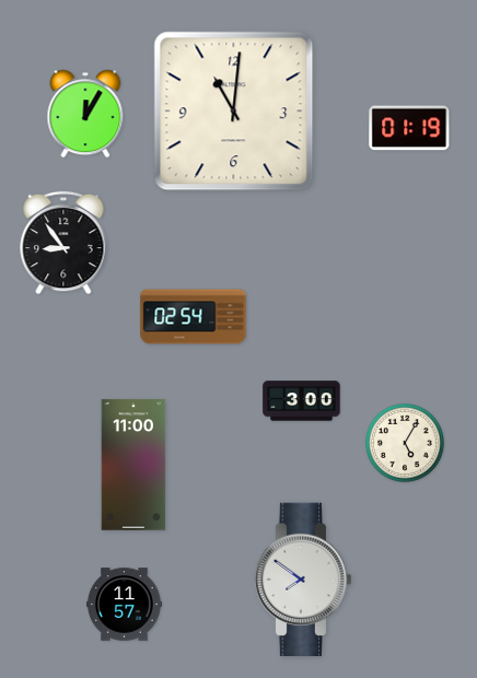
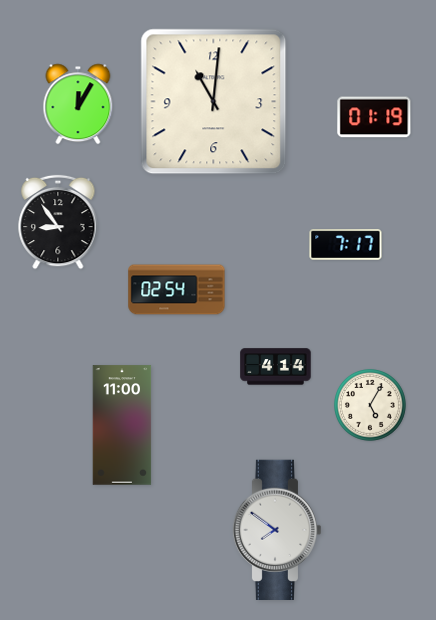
clock at (346, 245): none -> 7:17
clock at (302, 401): 3:00 -> 4:14
clock at (125, 605): 11:57 -> none
